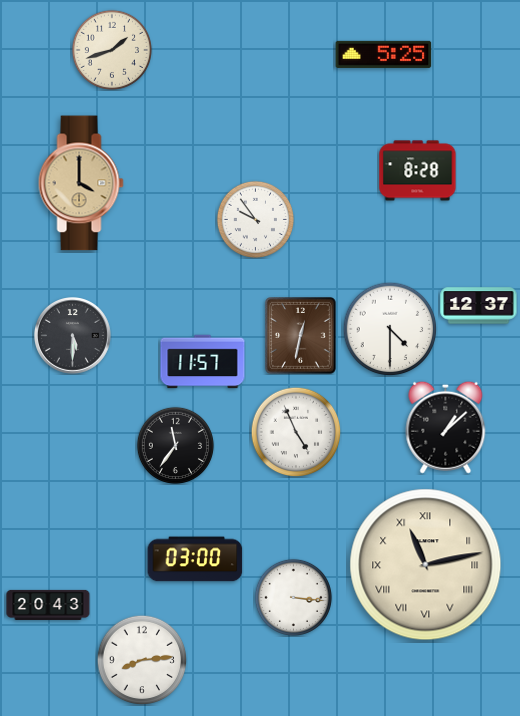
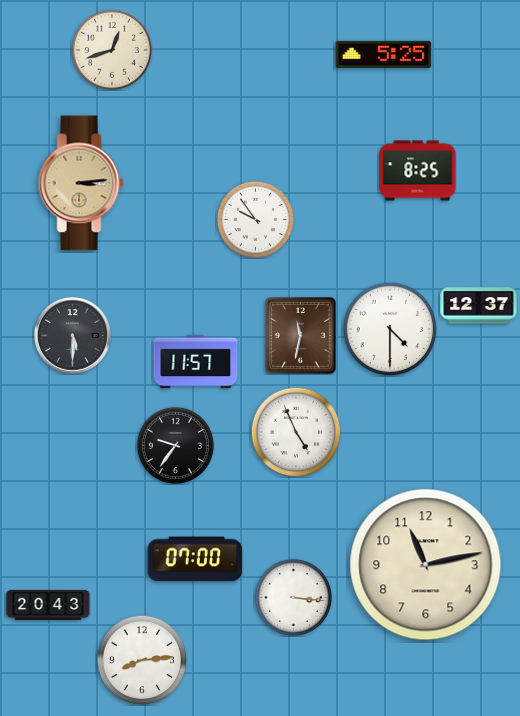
clock at (111, 49): 1:42 -> 12:42
clock at (418, 171): 8:28 -> 8:25
clock at (81, 183): 4:00 -> 3:14
clock at (301, 336): 12:32 -> 11:32
clock at (203, 362) position: (203, 362) -> (196, 362)
clock at (446, 427): 1:08 -> none
clock at (175, 445): 11:36 -> 9:36
clock at (195, 559): 03:00 -> 07:00
clock at (426, 565) numerals: Roman -> Arabic
